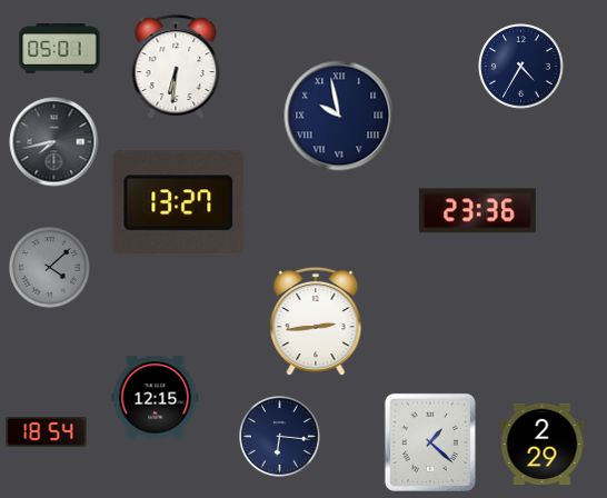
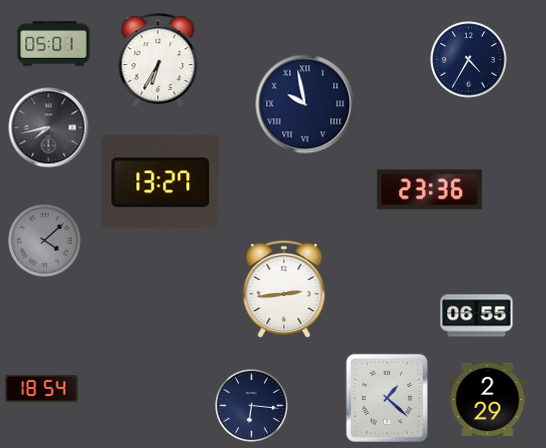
clock at (176, 67): 6:31 -> 6:35
clock at (477, 316): none -> 06:55
clock at (156, 398): 12:15 -> none
clock at (280, 437) position: (280, 437) -> (252, 406)
